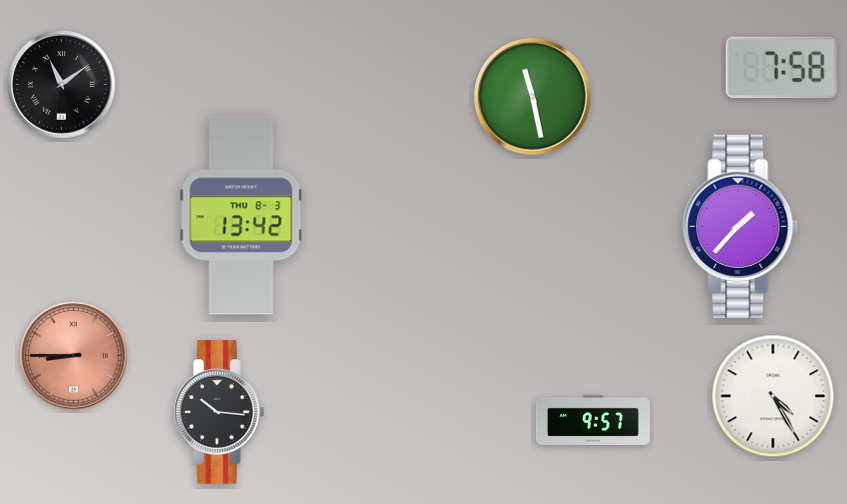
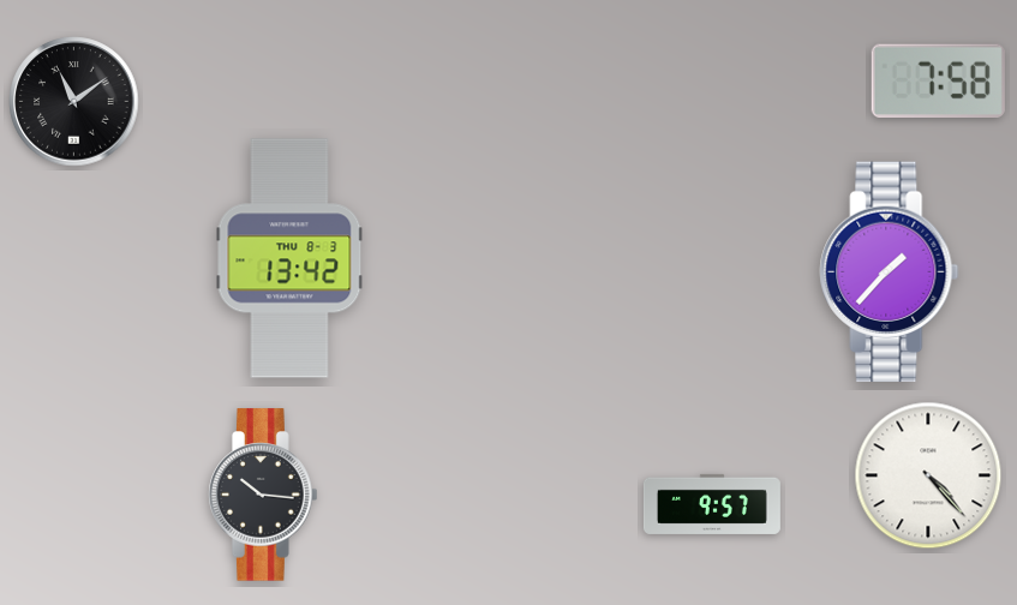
clock at (533, 97): 11:28 -> none
clock at (74, 356): 8:45 -> none
clock at (773, 396): 4:25 -> 4:23
